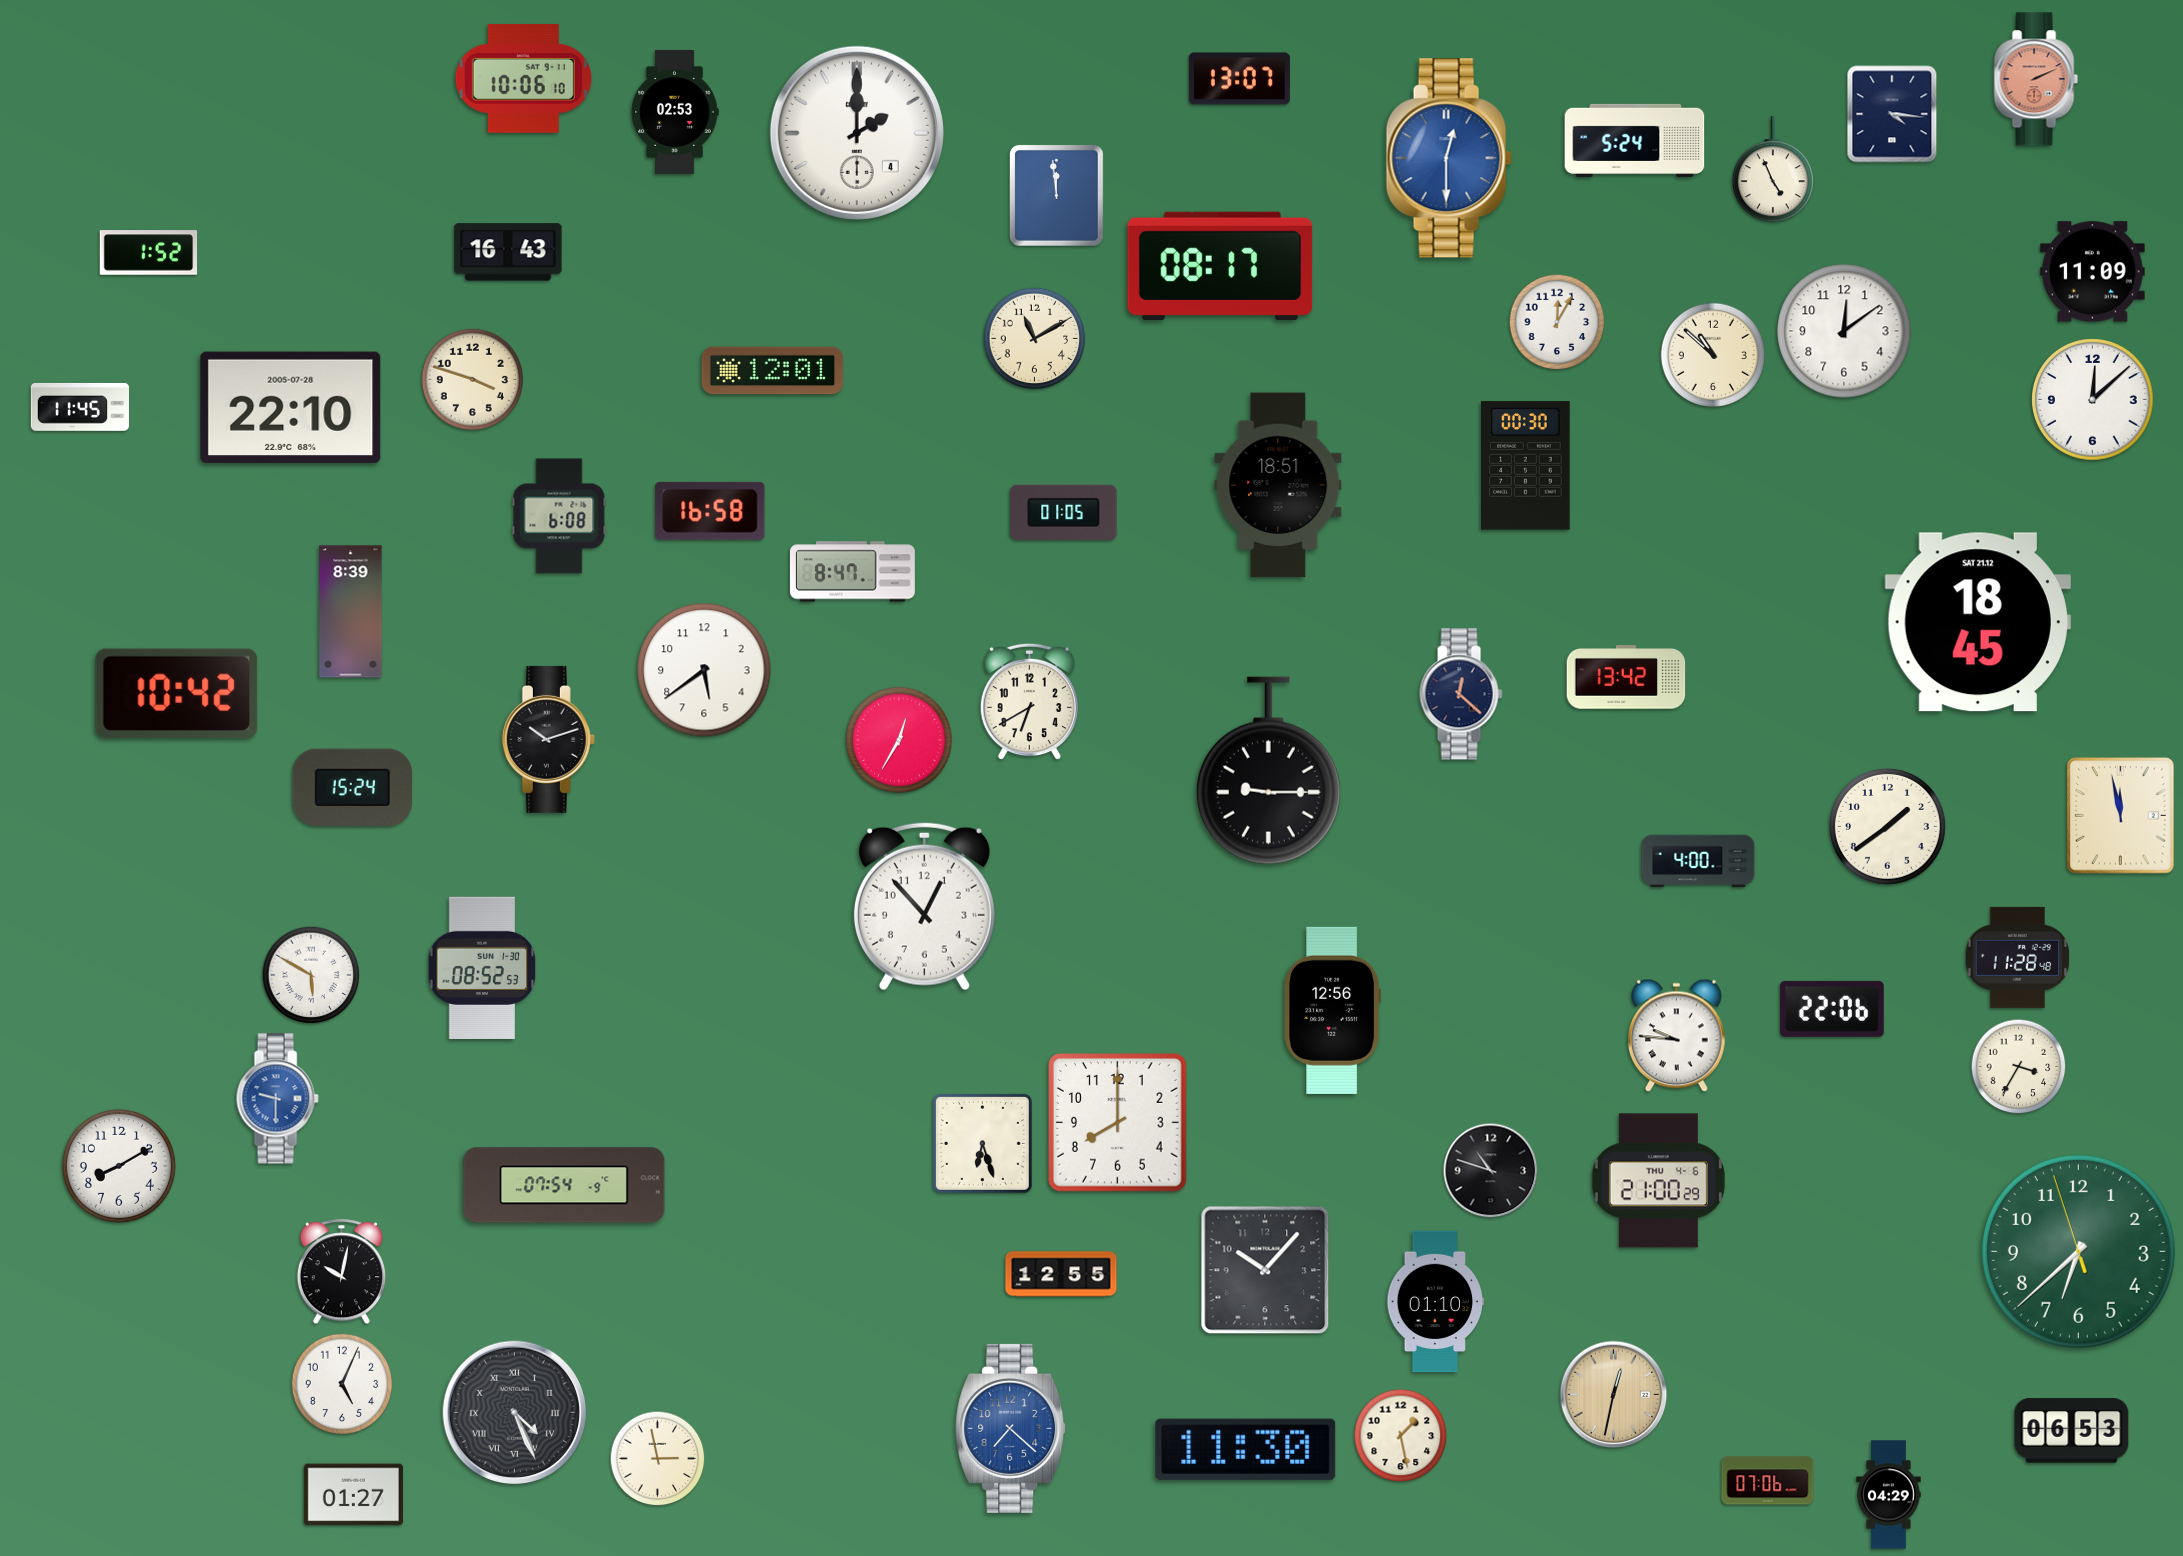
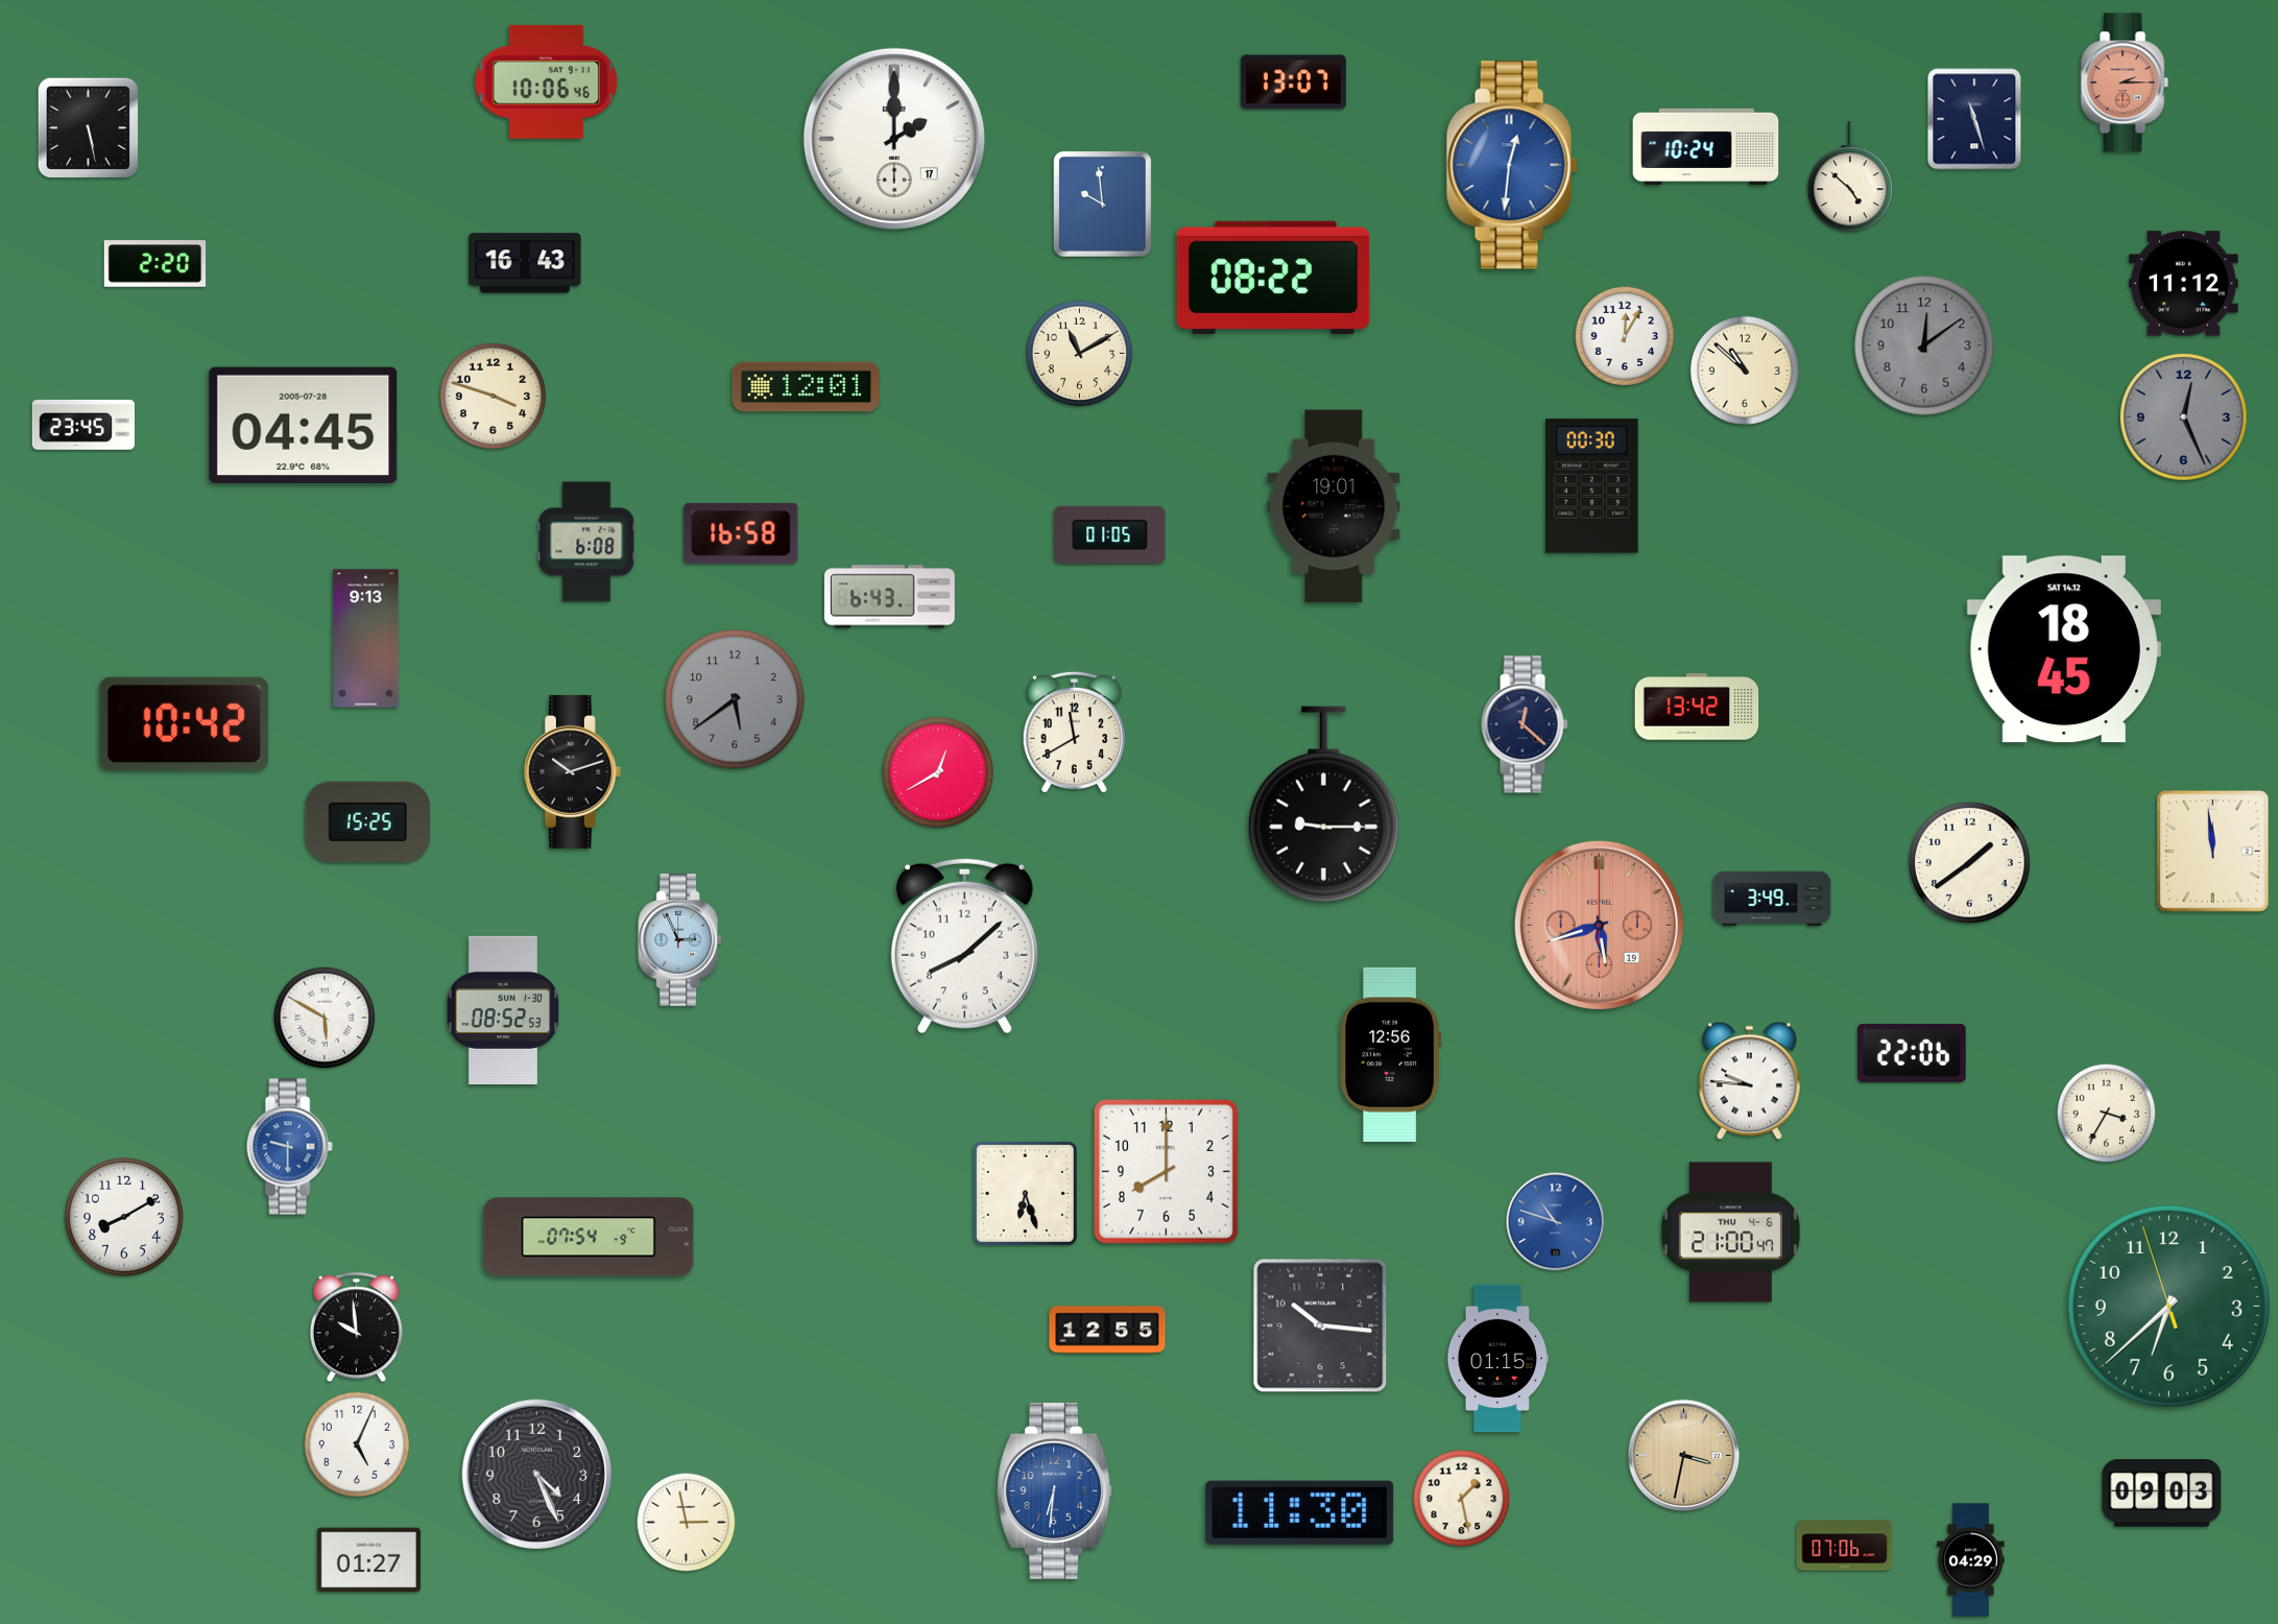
clock at (523, 78): 10:06:10 -> 10:06:46
clock at (2036, 79): 2:11 -> 2:15
clock at (675, 112): 02:53 -> none
clock at (1892, 114): 4:16 -> 11:27
clock at (88, 127): none -> 5:28
clock at (857, 133) date: 4 -> 17
clock at (1635, 140): 5:24 -> 10:24
clock at (1449, 158): 12:30 -> 12:31
clock at (1773, 170): 4:56 -> 4:52
clock at (1057, 196): 11:59 -> 9:59
clock at (508, 252) position: (508, 252) -> (525, 263)
clock at (149, 253): 1:52 -> 2:20
clock at (1220, 266): 08:17 -> 08:22
clock at (2093, 272): 11:09 -> 11:12
clock at (1844, 331) dial: white -> grey
clock at (1713, 355) position: (1713, 355) -> (1745, 371)
clock at (2093, 400): 12:08 -> 12:26
clock at (2093, 400) dial: white -> grey
clock at (79, 407): 11:45 -> 23:45
clock at (291, 407): 22:10 -> 04:45
clock at (1278, 485): 18:51 -> 19:01
clock at (559, 516) position: (559, 516) -> (586, 542)
clock at (852, 572): 8:47 -> 6:43
clock at (351, 612): 8:39 -> 9:13
clock at (1978, 622) date: SAT 21.12 -> SAT 14.12
clock at (704, 670) dial: white -> grey
clock at (1029, 702): 6:40 -> 11:40
clock at (899, 740): 12:35 -> 12:40
clock at (352, 787): 15:24 -> 15:25
clock at (2121, 816): 11:58 -> 11:59
clock at (1698, 861): 4:00 -> 3:49
clock at (1599, 925): none -> 5:42
clock at (680, 940): none -> 2:56
clock at (924, 907): 12:53 -> 8:08
clock at (2017, 957): 11:28 -> none
clock at (1491, 1171) dial: black -> blue
clock at (1658, 1181): 21:00:29 -> 21:00:47
clock at (1265, 1270): 10:07 -> 10:16
clock at (341, 1272): 10:02 -> 9:59
clock at (1436, 1302): 01:10 -> 01:15
clock at (1614, 1395): 12:32 -> 3:32
clock at (514, 1412) numerals: Roman -> Arabic
clock at (1011, 1428): 7:22 -> 6:31
clock at (2072, 1431): 06:53 -> 09:03
